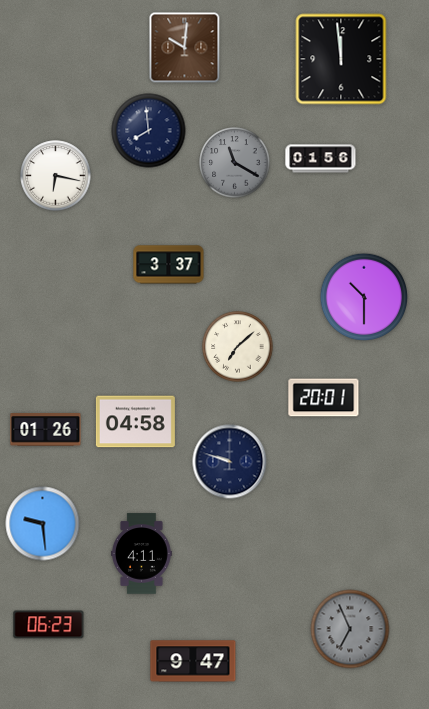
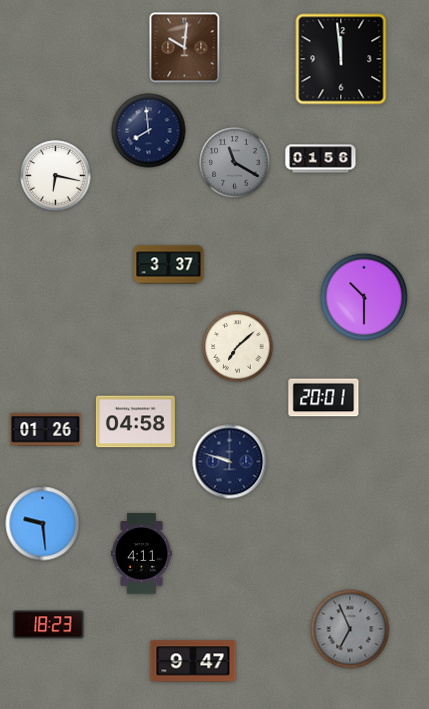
clock at (49, 625): 06:23 -> 18:23
